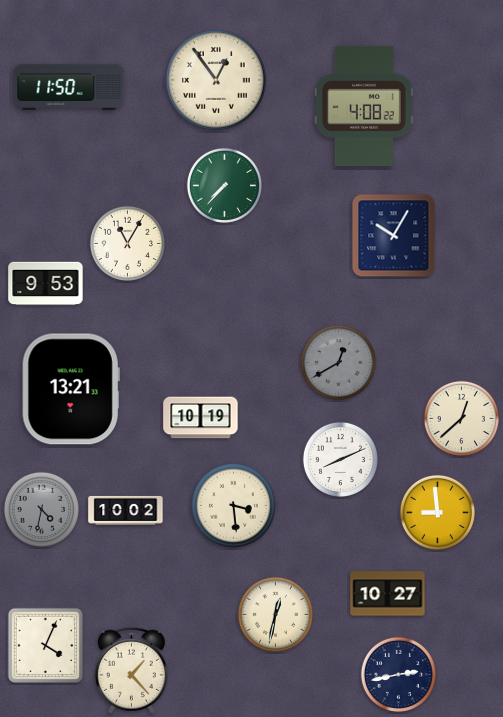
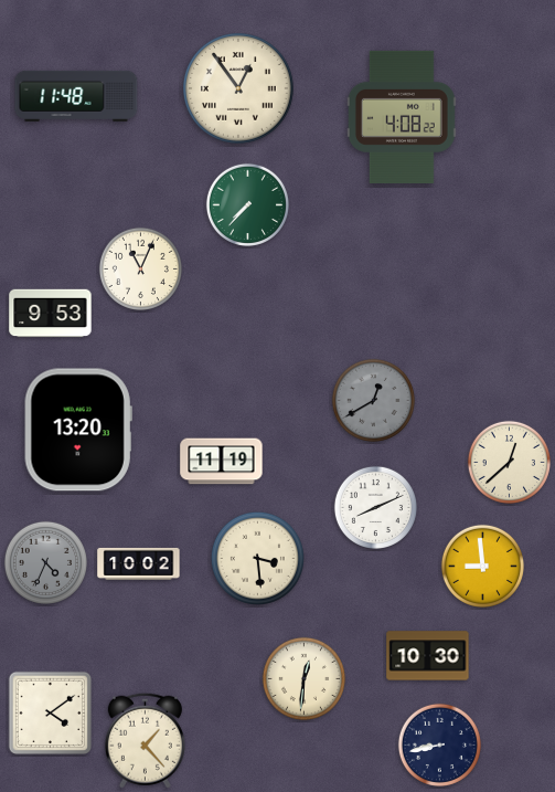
clock at (69, 87): 11:50 -> 11:48
clock at (394, 236): 10:05 -> none
clock at (127, 243): 11:05 -> 11:04
clock at (71, 389): 13:21 -> 13:20
clock at (201, 418): 10:19 -> 11:19
clock at (41, 509): 4:32 -> 4:34
clock at (388, 594): 10:27 -> 10:30
clock at (275, 614): 12:32 -> 12:31
clock at (46, 646): 4:04 -> 4:09
clock at (398, 674): 2:43 -> 8:43
